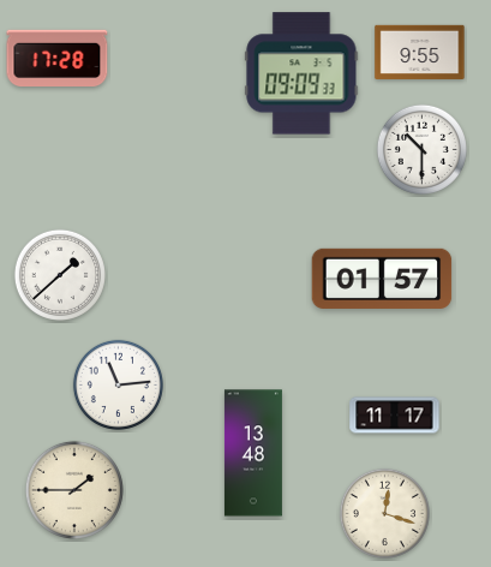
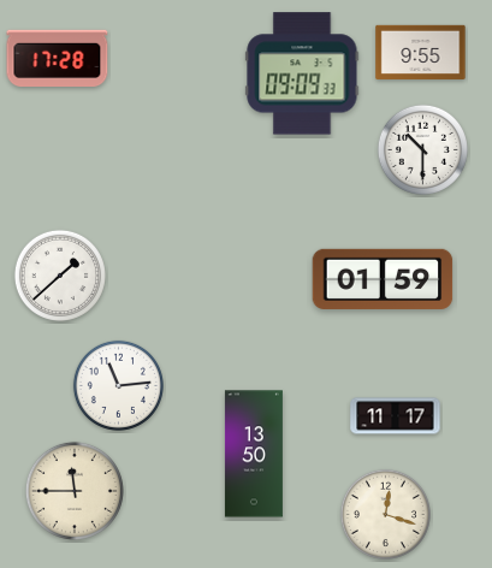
clock at (382, 279): 01:57 -> 01:59
clock at (253, 453): 13:48 -> 13:50
clock at (74, 490): 1:45 -> 11:45
